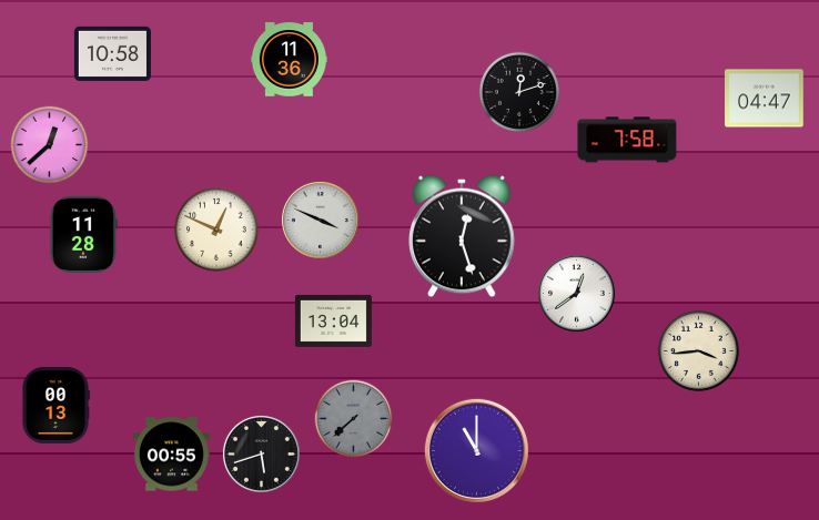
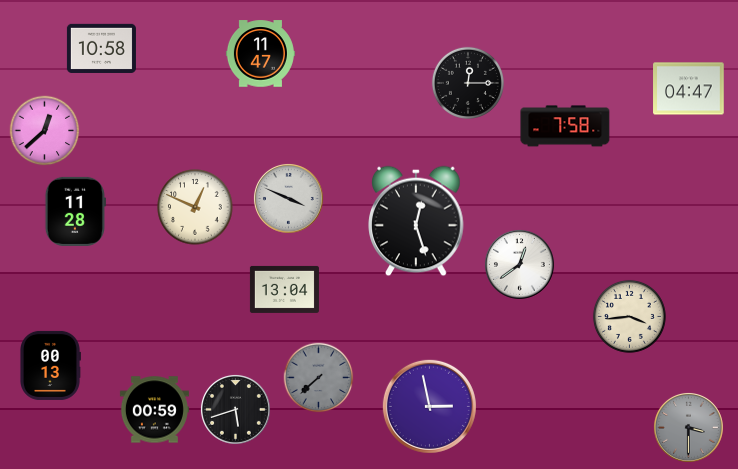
clock at (289, 60): 11:36 -> 11:47
clock at (519, 92): 12:12 -> 12:15
clock at (462, 236) position: (462, 236) -> (416, 221)
clock at (333, 320) position: (333, 320) -> (284, 289)
clock at (476, 450): 11:00 -> 2:58
clock at (171, 455): 00:55 -> 00:59
clock at (689, 428): none -> 3:30
